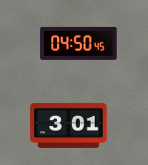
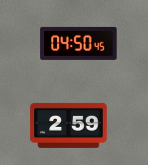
clock at (69, 125): 3:01 -> 2:59
